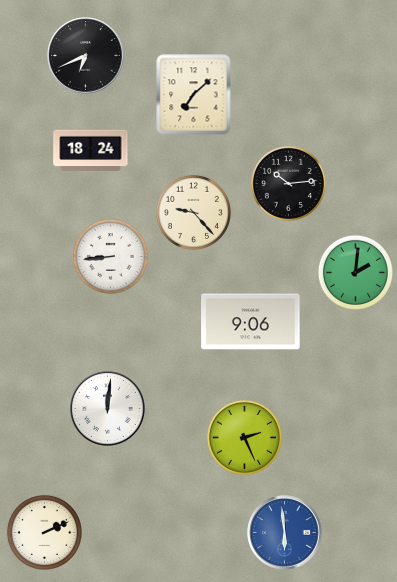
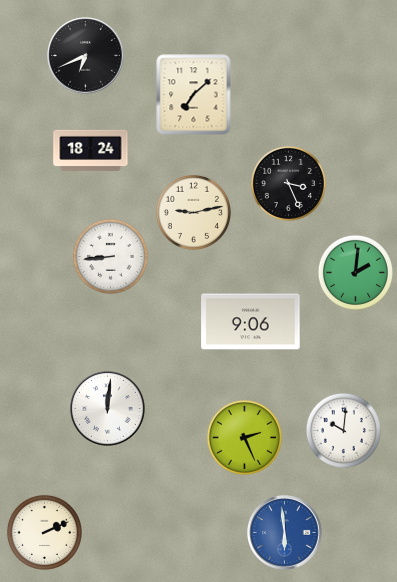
clock at (288, 183): 10:14 -> 3:26
clock at (193, 212): 9:23 -> 9:13
clock at (343, 430): none -> 10:01
